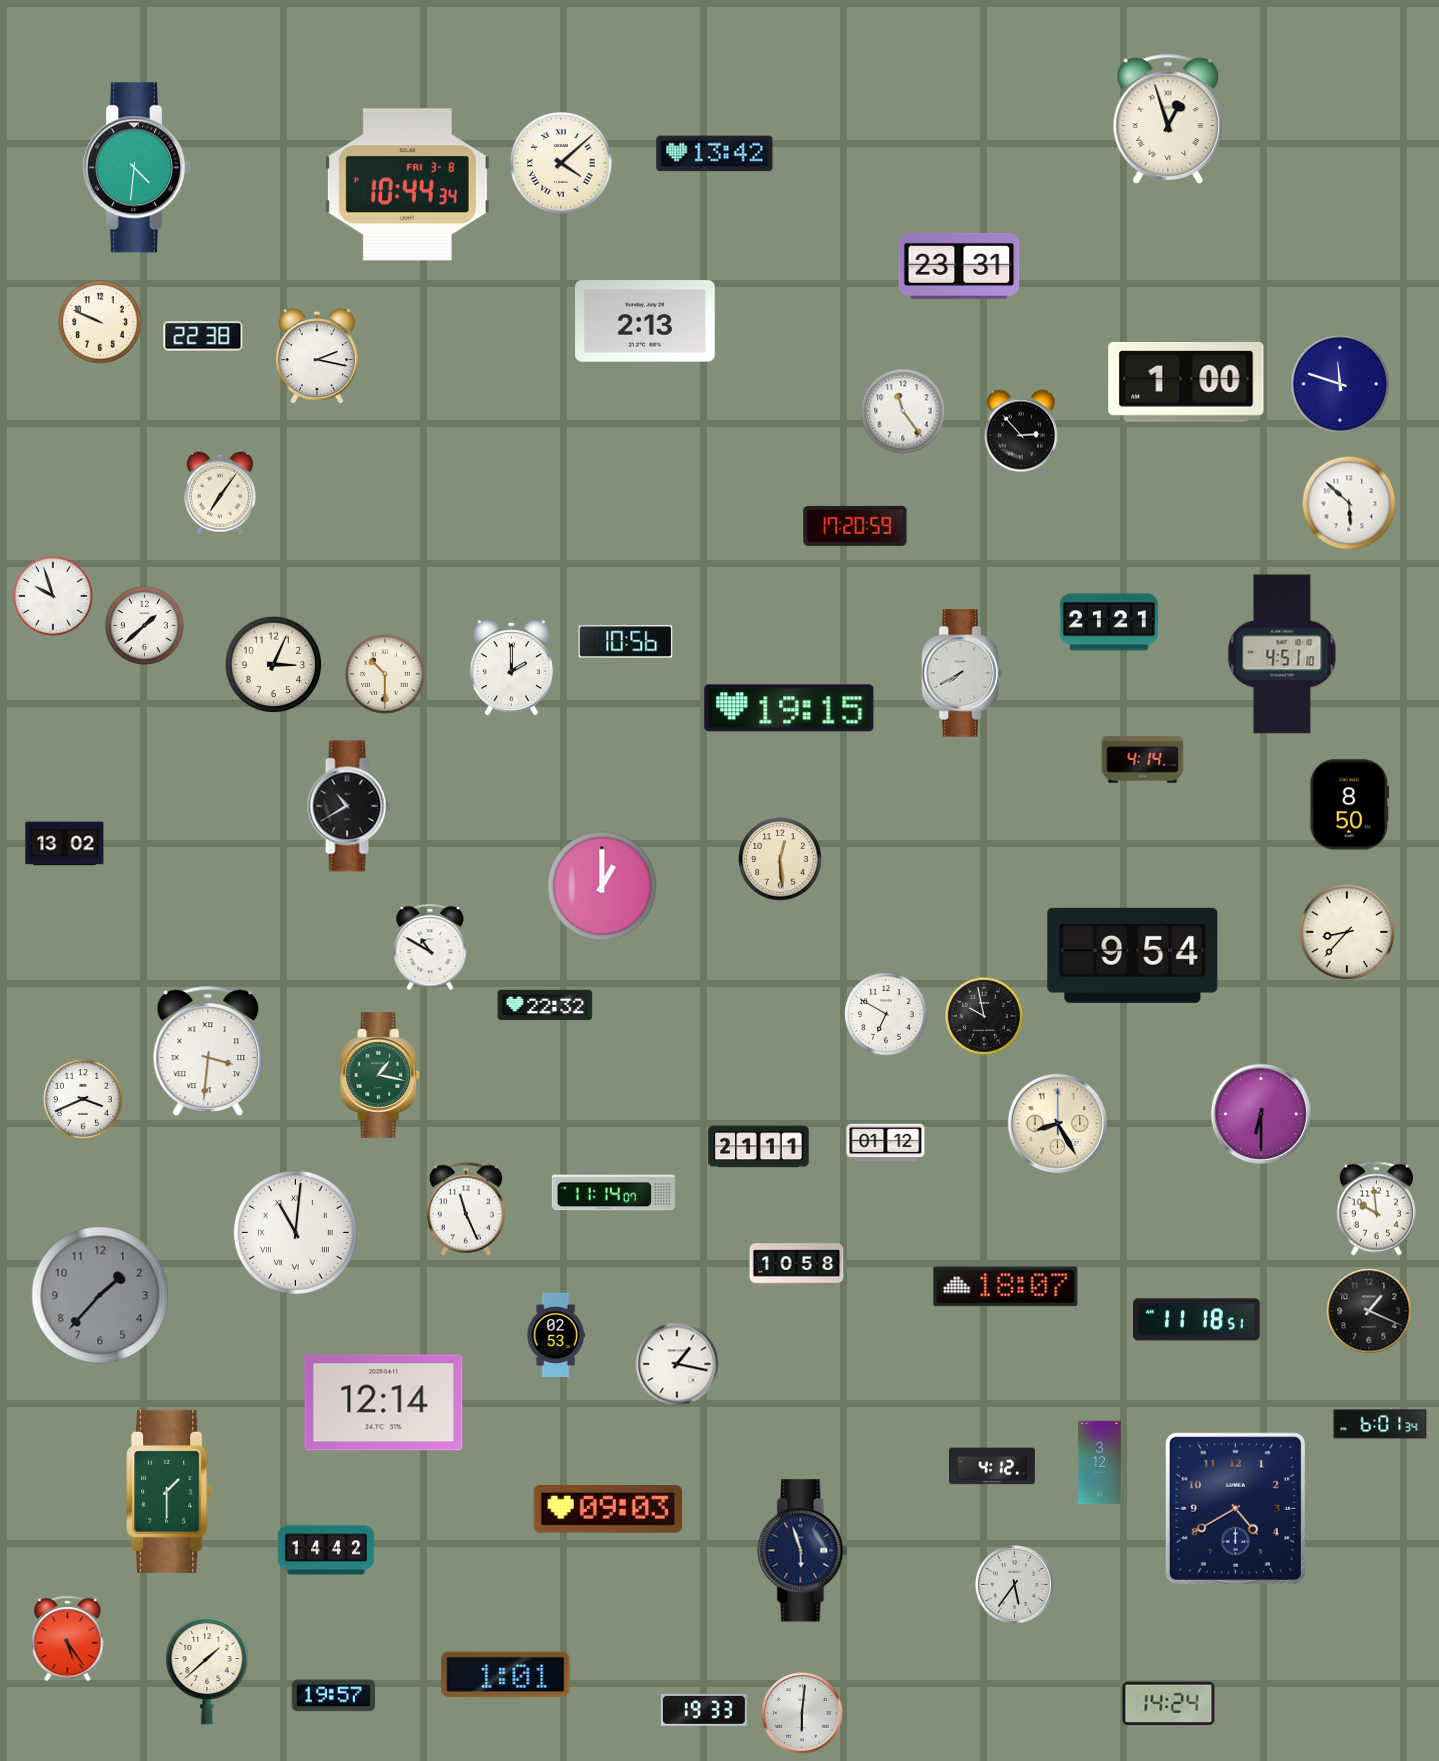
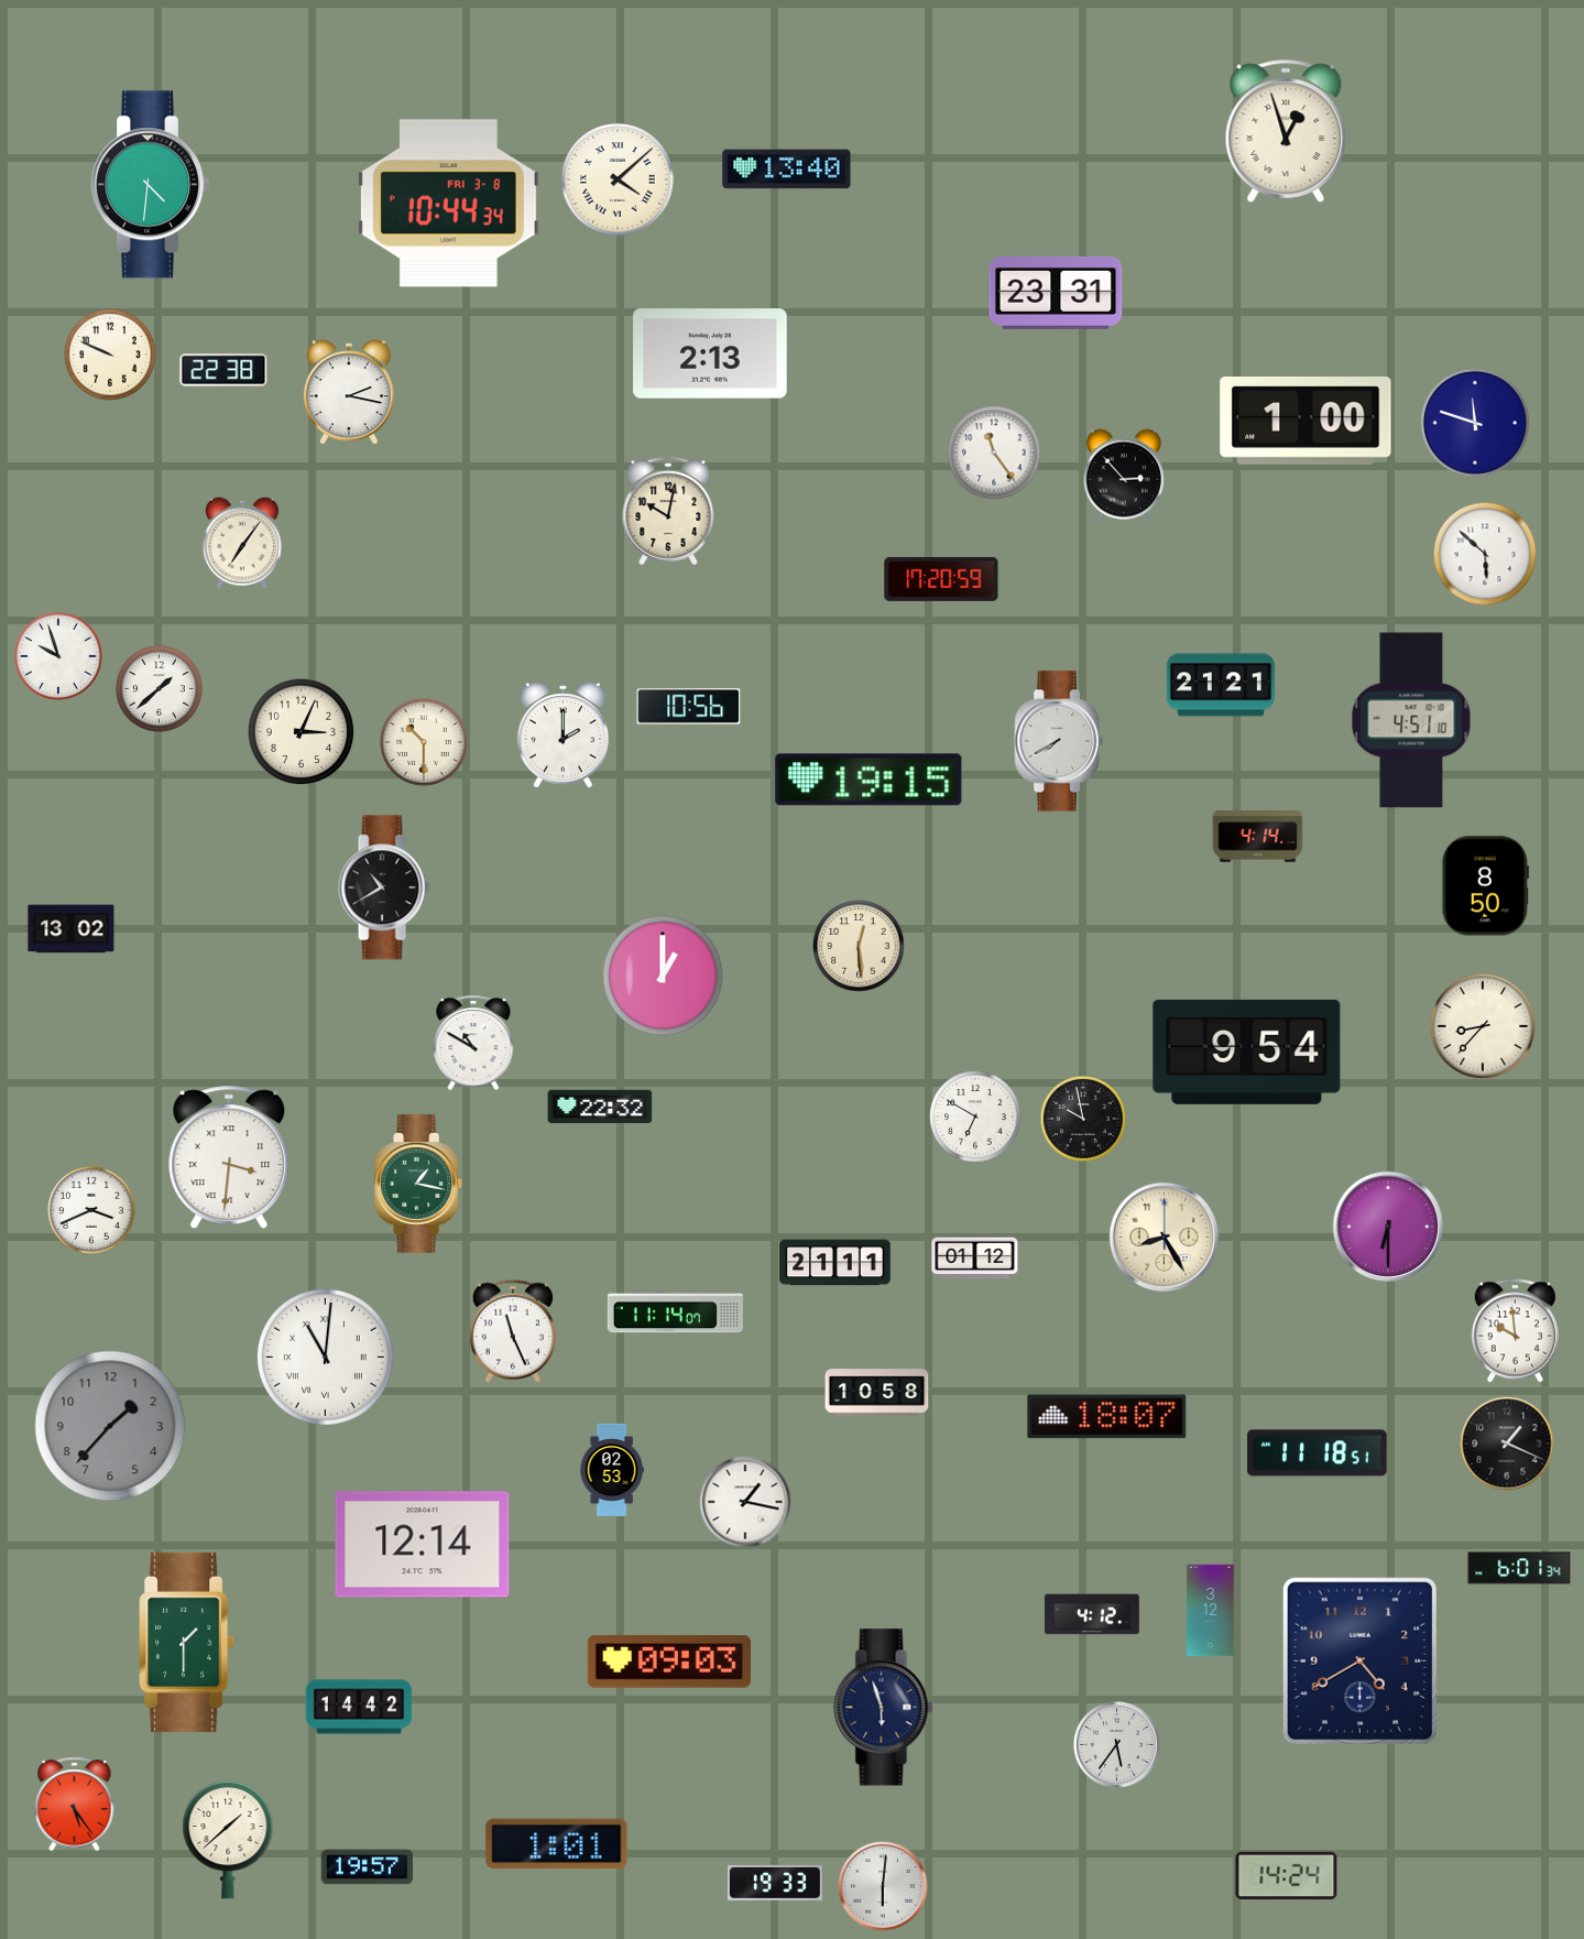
clock at (715, 154): 13:42 -> 13:40
clock at (668, 512): none -> 10:02
